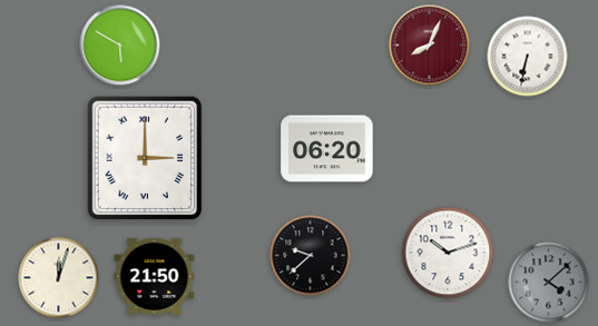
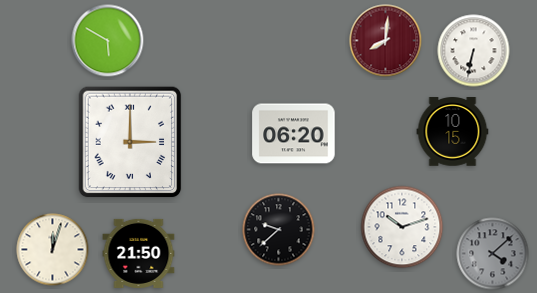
clock at (430, 46): 8:04 -> 8:01
clock at (453, 132): none -> 10:15
clock at (155, 276) position: (155, 276) -> (139, 253)
